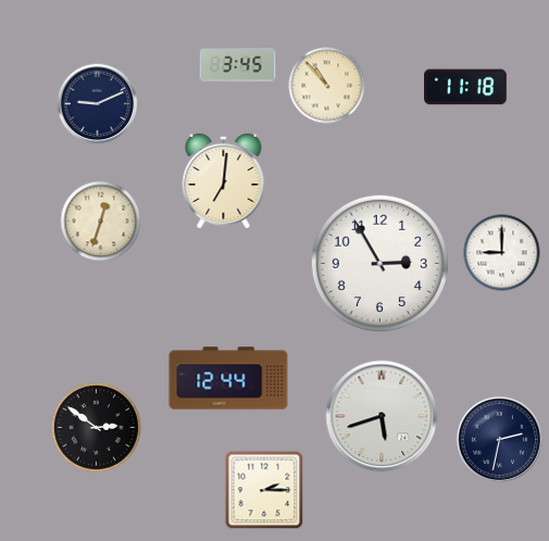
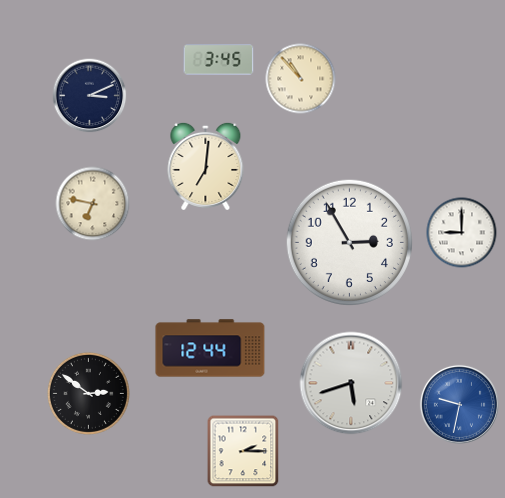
clock at (466, 87): 11:18 -> none
clock at (98, 104): 9:11 -> 3:11
clock at (101, 222): 12:33 -> 6:47
clock at (499, 439): 2:32 -> 9:32
clock at (499, 439) dial: navy -> blue
